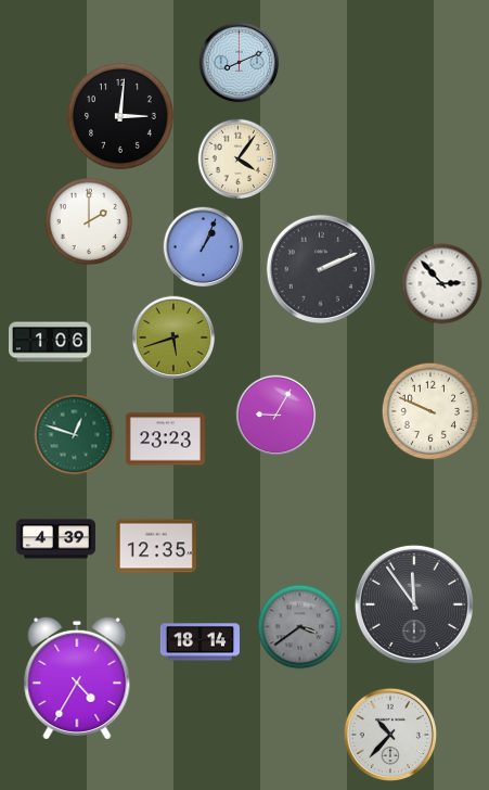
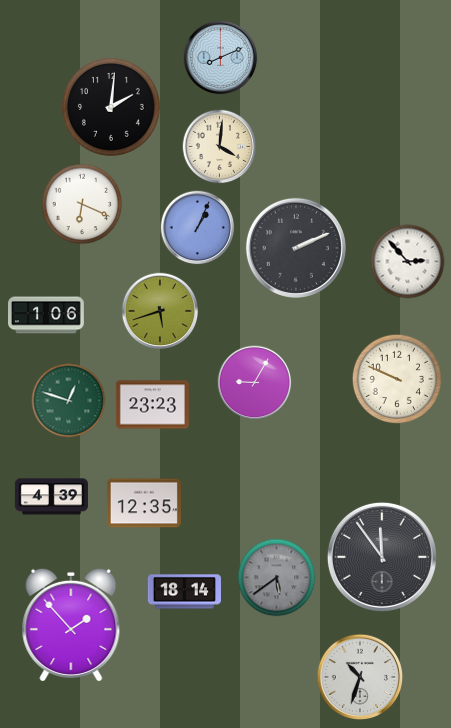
clock at (120, 116): 3:01 -> 2:01
clock at (239, 160): 4:06 -> 4:01
clock at (89, 221): 2:00 -> 6:19
clock at (204, 247) position: (204, 247) -> (198, 228)
clock at (300, 627): 3:39 -> 5:39
clock at (77, 678): 4:35 -> 1:53
clock at (389, 734): 10:37 -> 10:33
